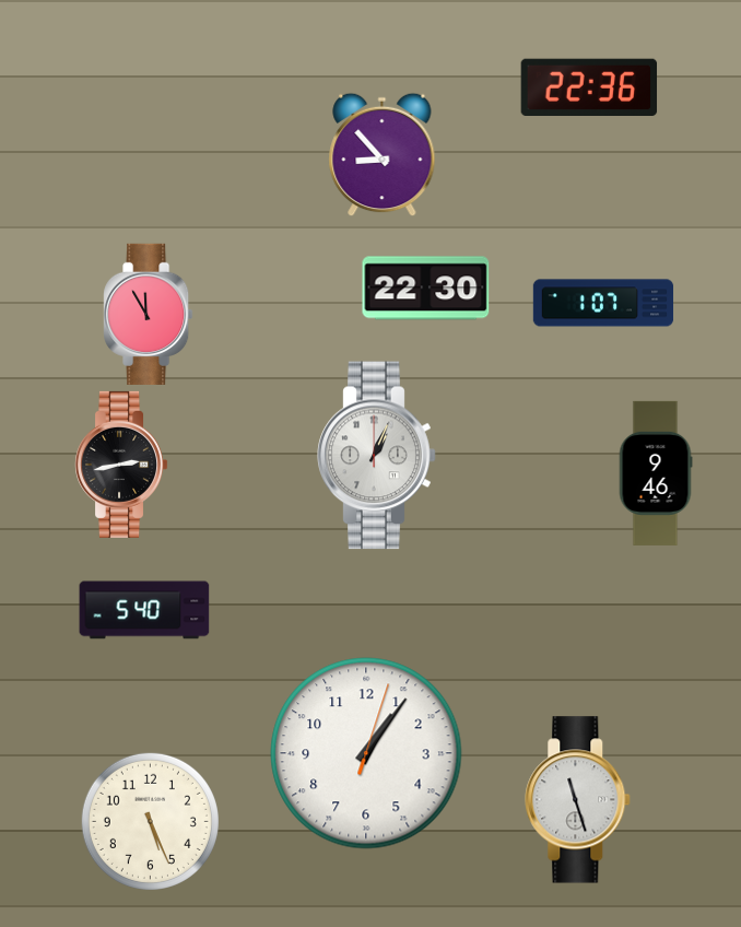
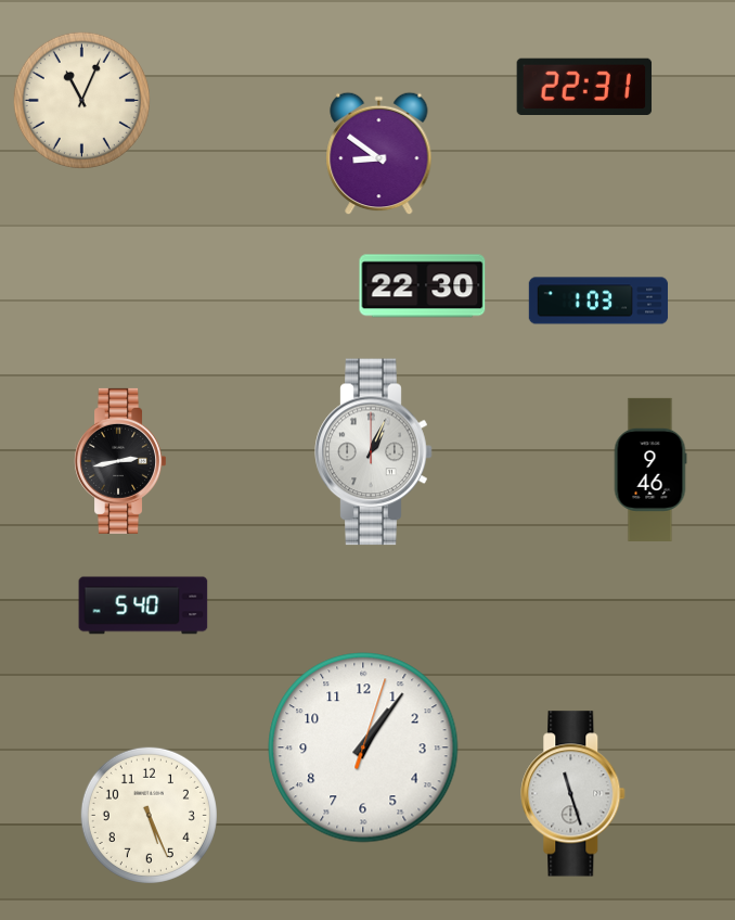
clock at (589, 87): 22:36 -> 22:31
clock at (81, 100): none -> 11:04
clock at (383, 154): 8:53 -> 8:51
clock at (603, 303): 1:07 -> 1:03
clock at (149, 314): 11:55 -> none
